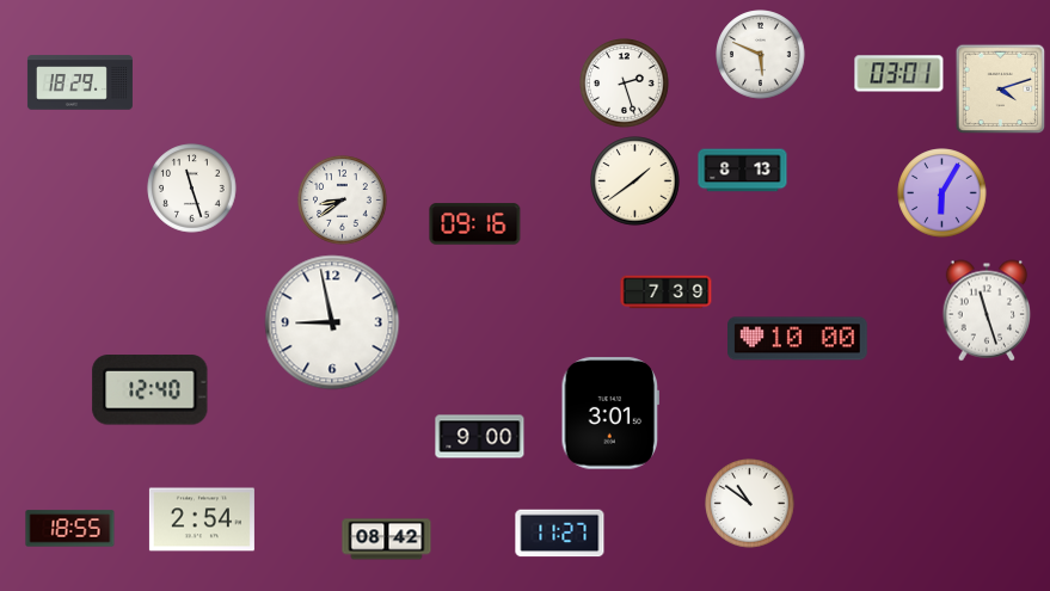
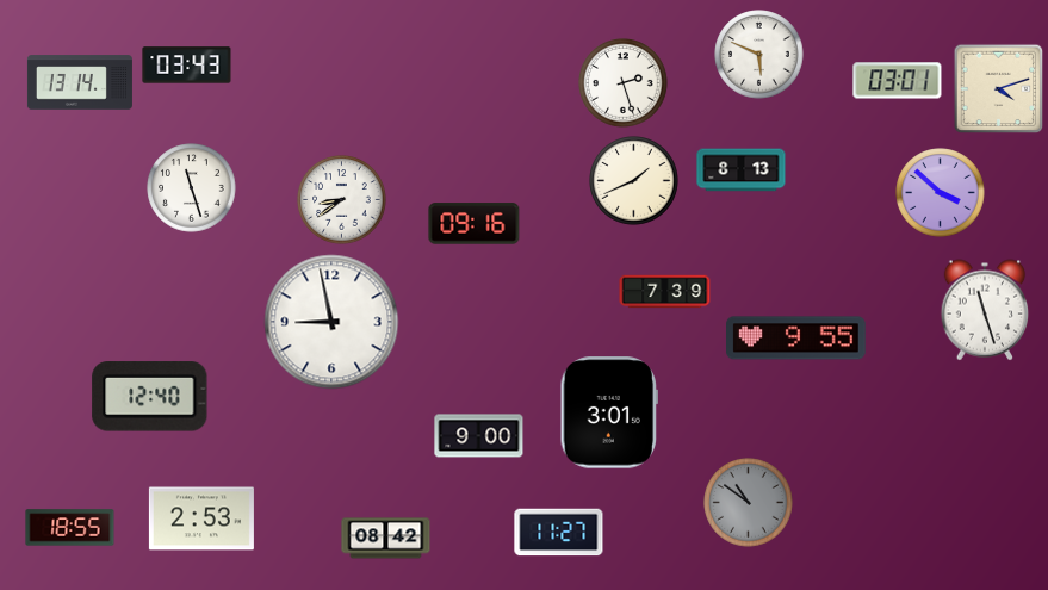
clock at (187, 66): none -> 03:43
clock at (899, 74) position: (899, 74) -> (898, 81)
clock at (80, 82): 18:29 -> 13:14
clock at (635, 181): 1:39 -> 1:41
clock at (942, 193): 6:05 -> 3:52
clock at (798, 339): 10:00 -> 9:55
clock at (151, 390) position: (151, 390) -> (150, 397)
clock at (750, 504) dial: white -> grey
clock at (202, 519): 2:54 -> 2:53
